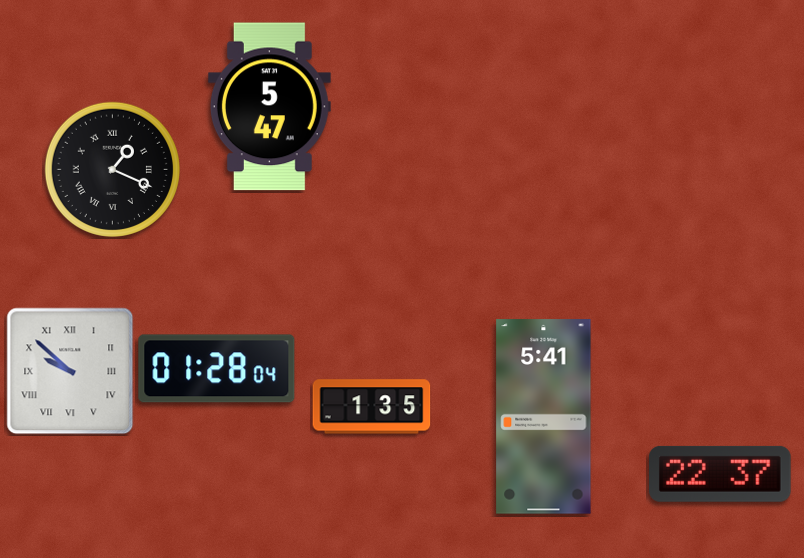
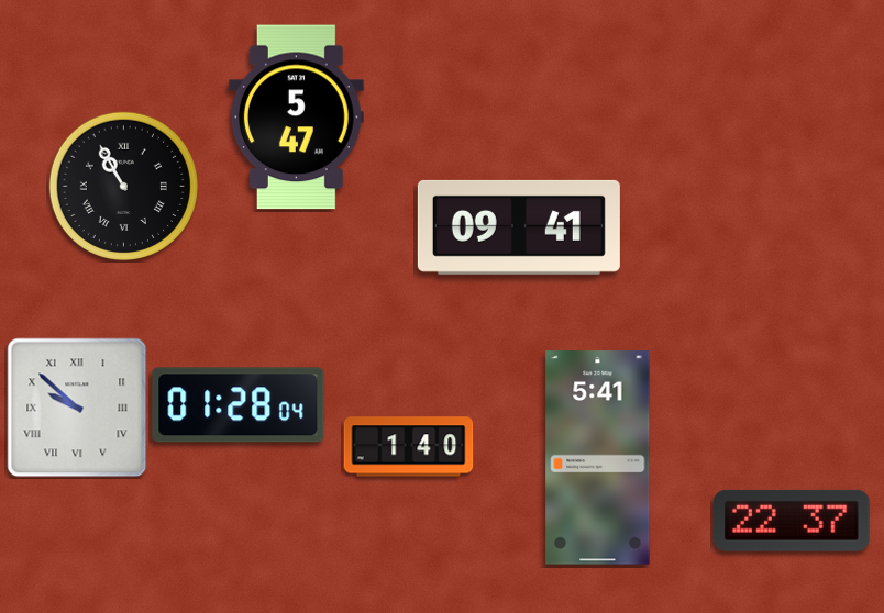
clock at (112, 169): 1:19 -> 10:55
clock at (519, 227): none -> 09:41
clock at (372, 407): 1:35 -> 1:40
